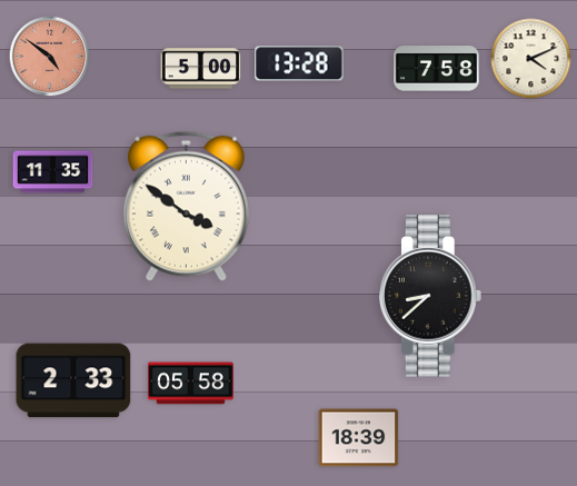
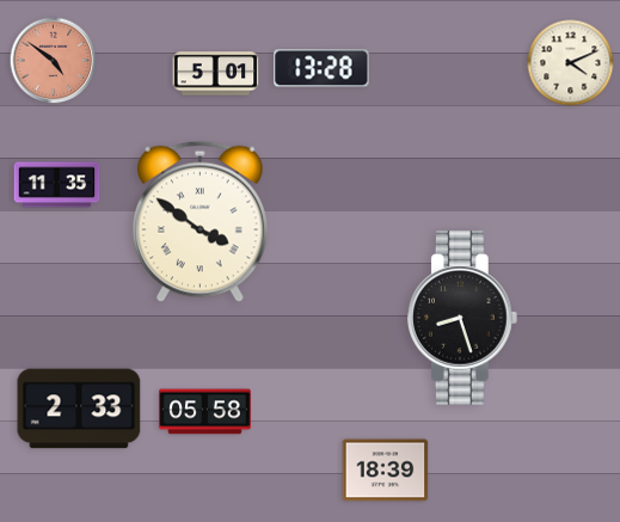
clock at (201, 69): 5:00 -> 5:01
clock at (437, 69): 7:58 -> none
clock at (431, 296): 8:38 -> 8:27
